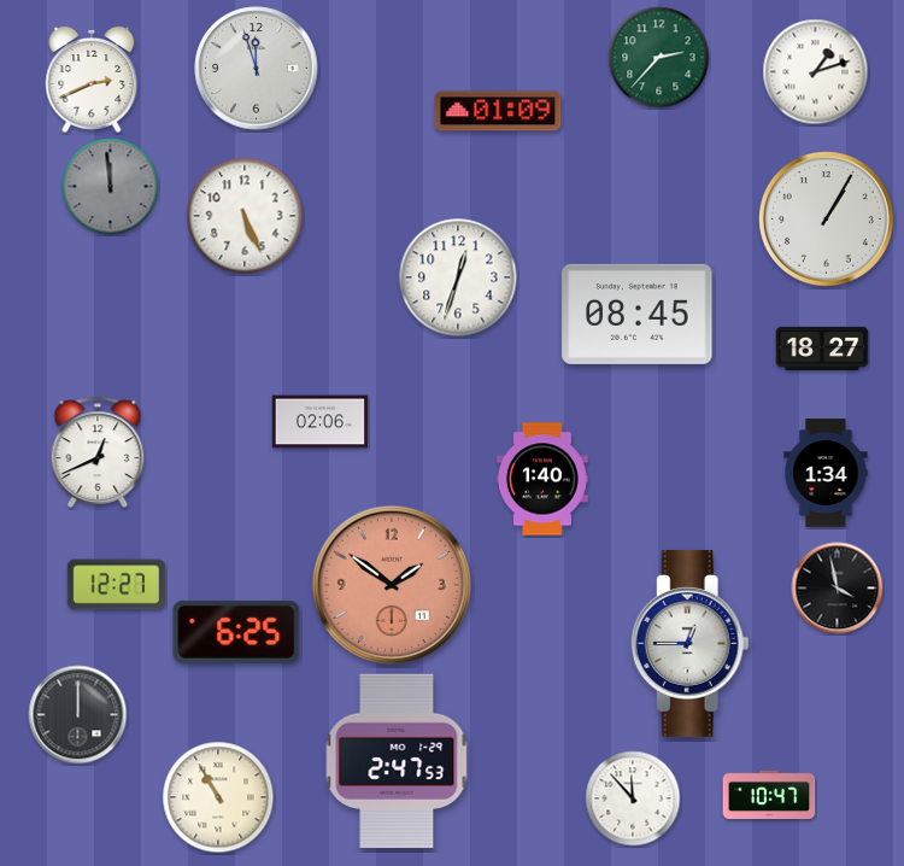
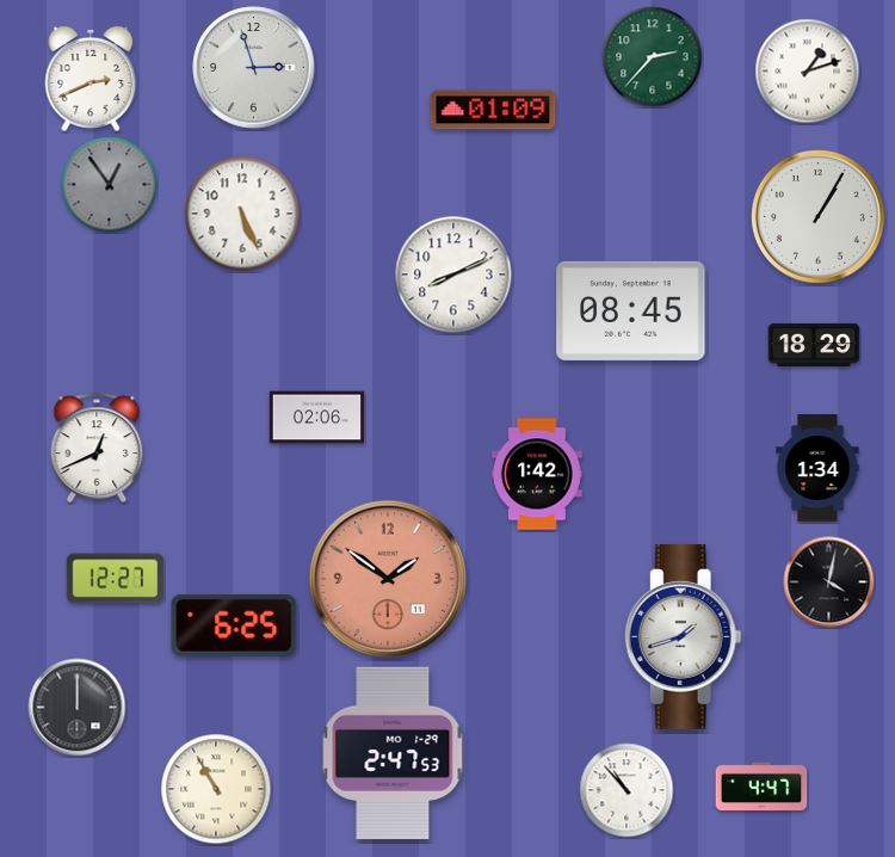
clock at (257, 69): 11:57 -> 2:57
clock at (111, 187): 11:59 -> 12:54
clock at (458, 277): 12:33 -> 8:11
clock at (822, 349): 18:27 -> 18:29
clock at (544, 479): 1:40 -> 1:42
clock at (838, 589): 3:58 -> 4:02
clock at (689, 644): 12:45 -> 1:42
clock at (769, 794): 10:47 -> 4:47
clock at (633, 798): 11:53 -> 10:53
